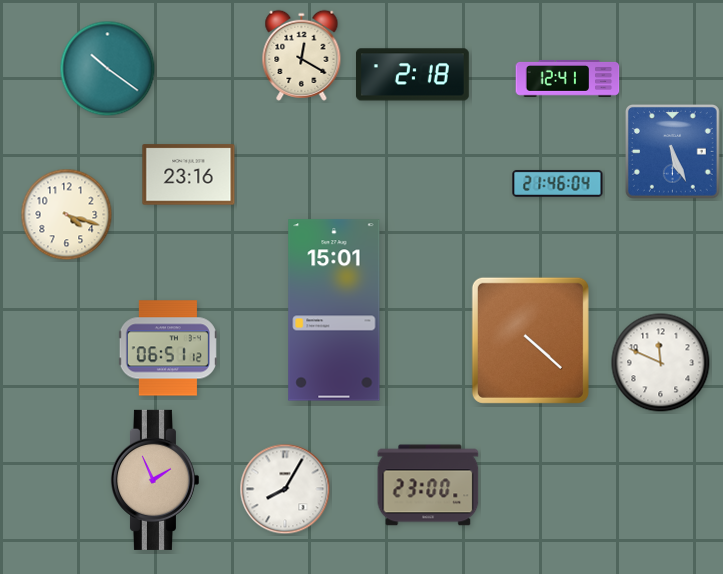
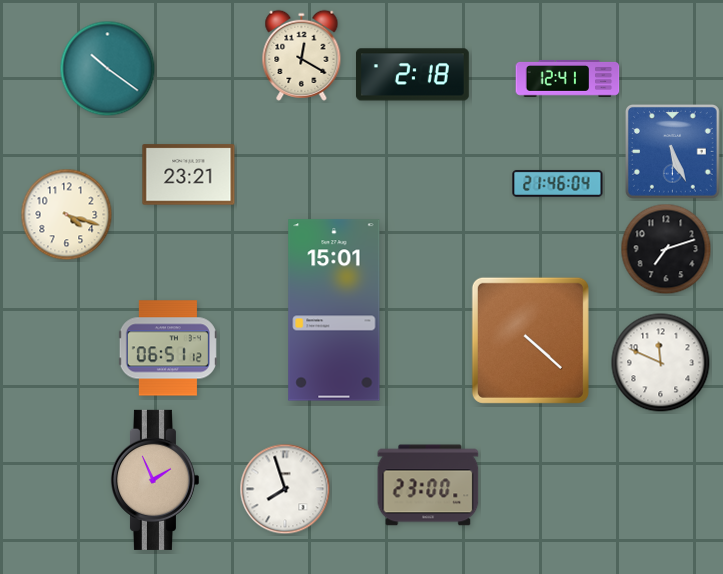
clock at (189, 175): 23:16 -> 23:21
clock at (666, 249): none -> 7:12
clock at (285, 489): 8:05 -> 7:57
